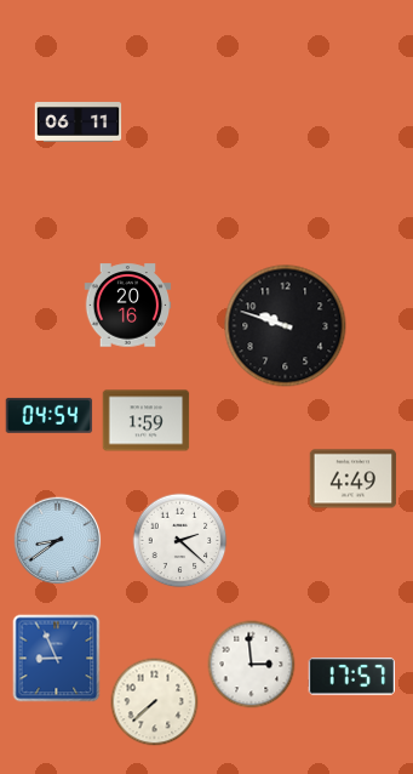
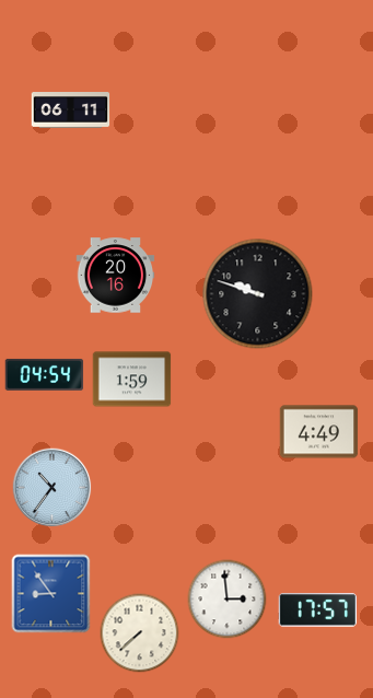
clock at (58, 541): 8:39 -> 10:36
clock at (180, 541): 2:22 -> none
clock at (57, 659): 8:56 -> 8:54
